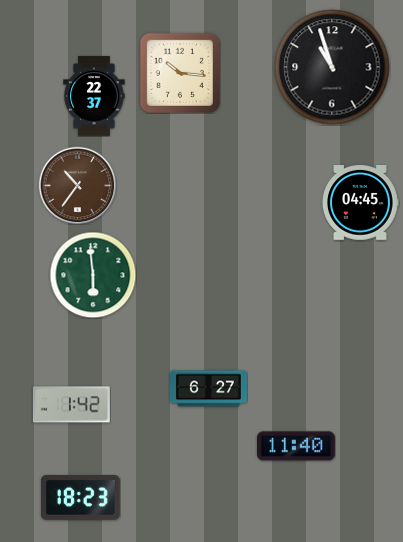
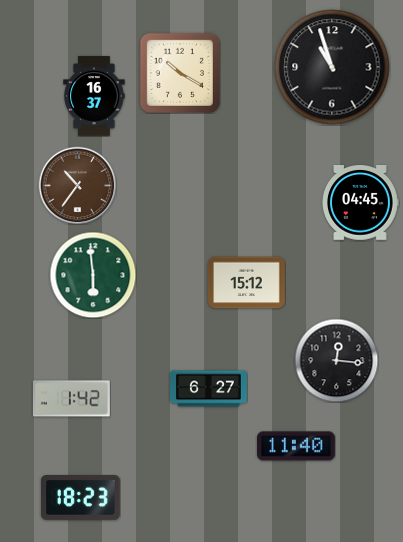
clock at (180, 73): 10:16 -> 10:20
clock at (94, 96): 22:37 -> 16:37
clock at (246, 283): none -> 15:12
clock at (336, 360): none -> 12:16
clock at (71, 405) position: (71, 405) -> (71, 399)
